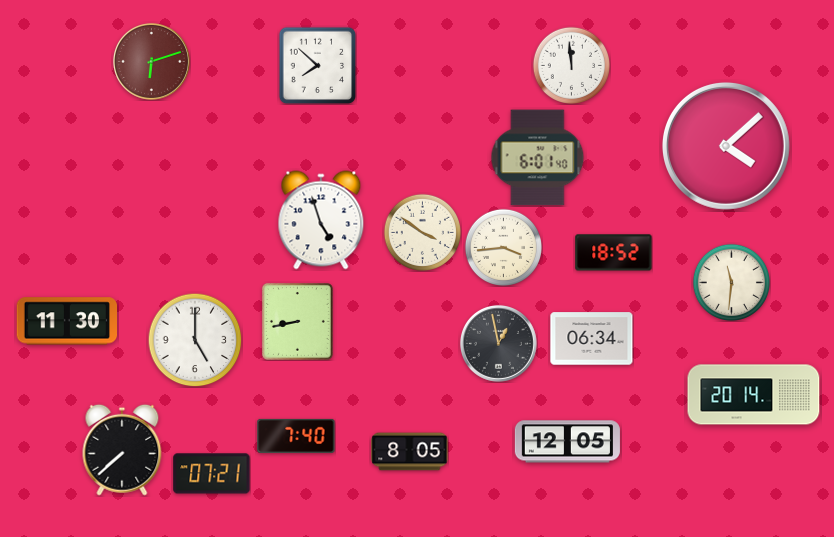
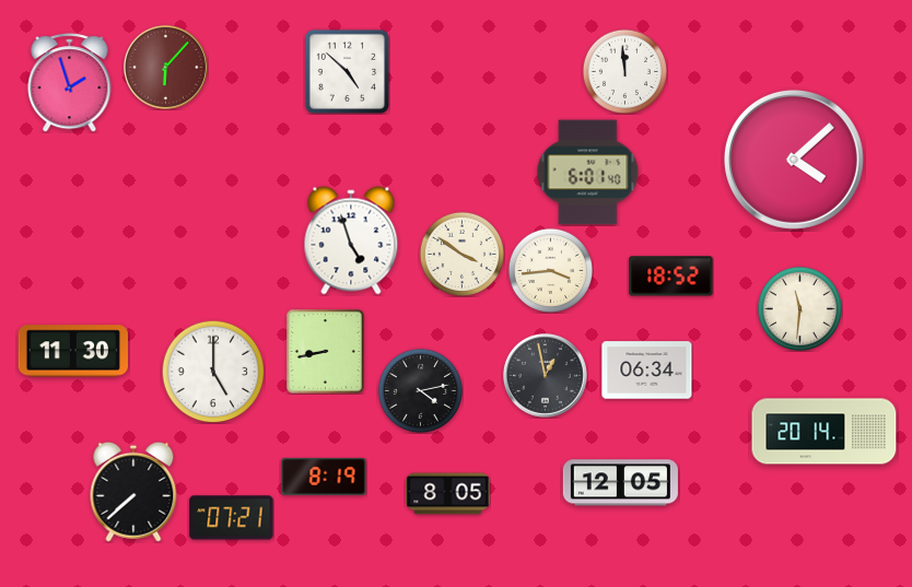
clock at (151, 61): 6:12 -> 6:07
clock at (317, 65): 7:52 -> 4:52
clock at (70, 83): none -> 1:57
clock at (420, 390): none -> 4:13
clock at (296, 436): 7:40 -> 8:19
